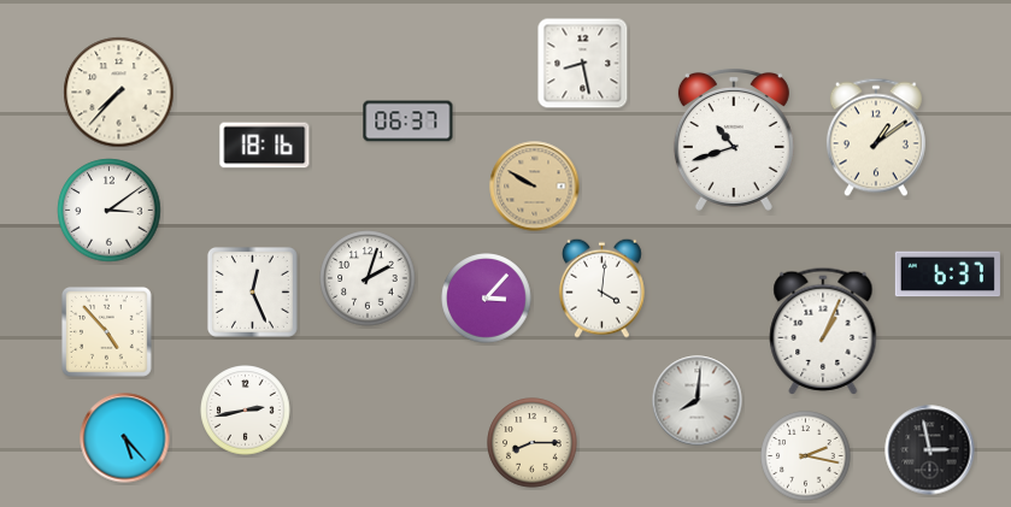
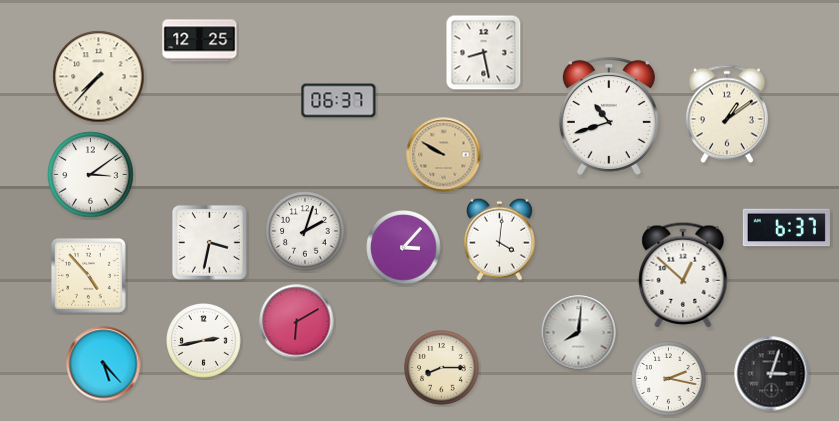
clock at (200, 41): none -> 12:25
clock at (265, 146): 18:16 -> none
clock at (252, 291): 12:26 -> 3:32
clock at (823, 331): 1:04 -> 12:52
clock at (297, 322): none -> 6:10
clock at (930, 450): 2:58 -> 3:03
